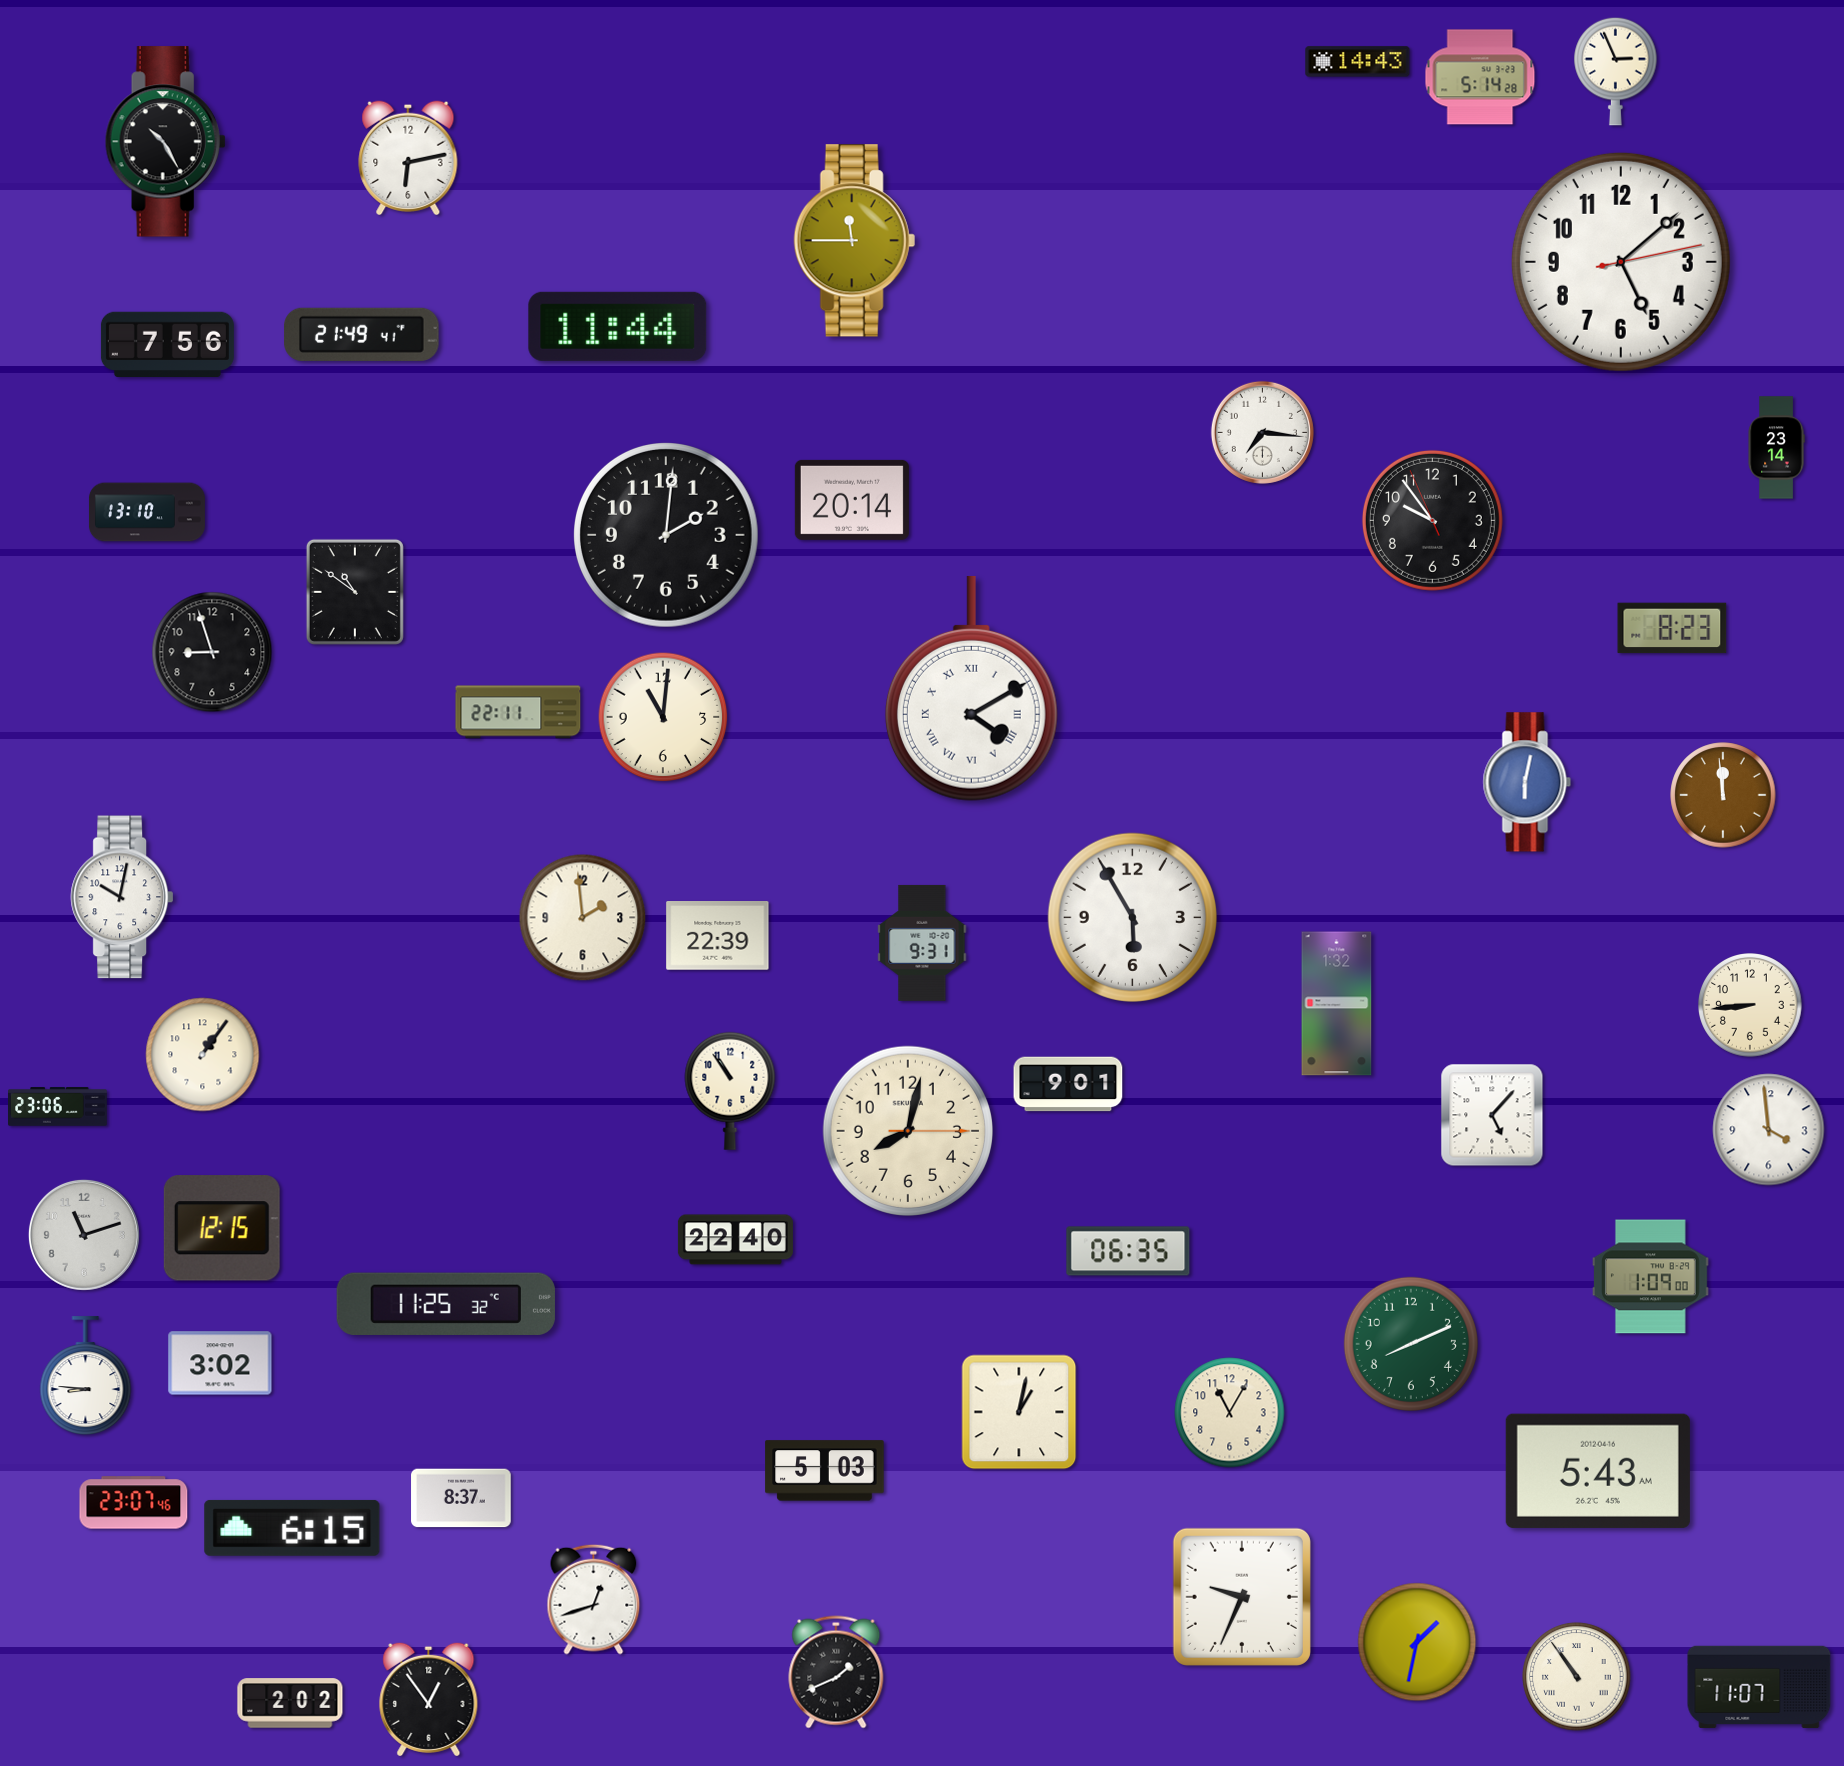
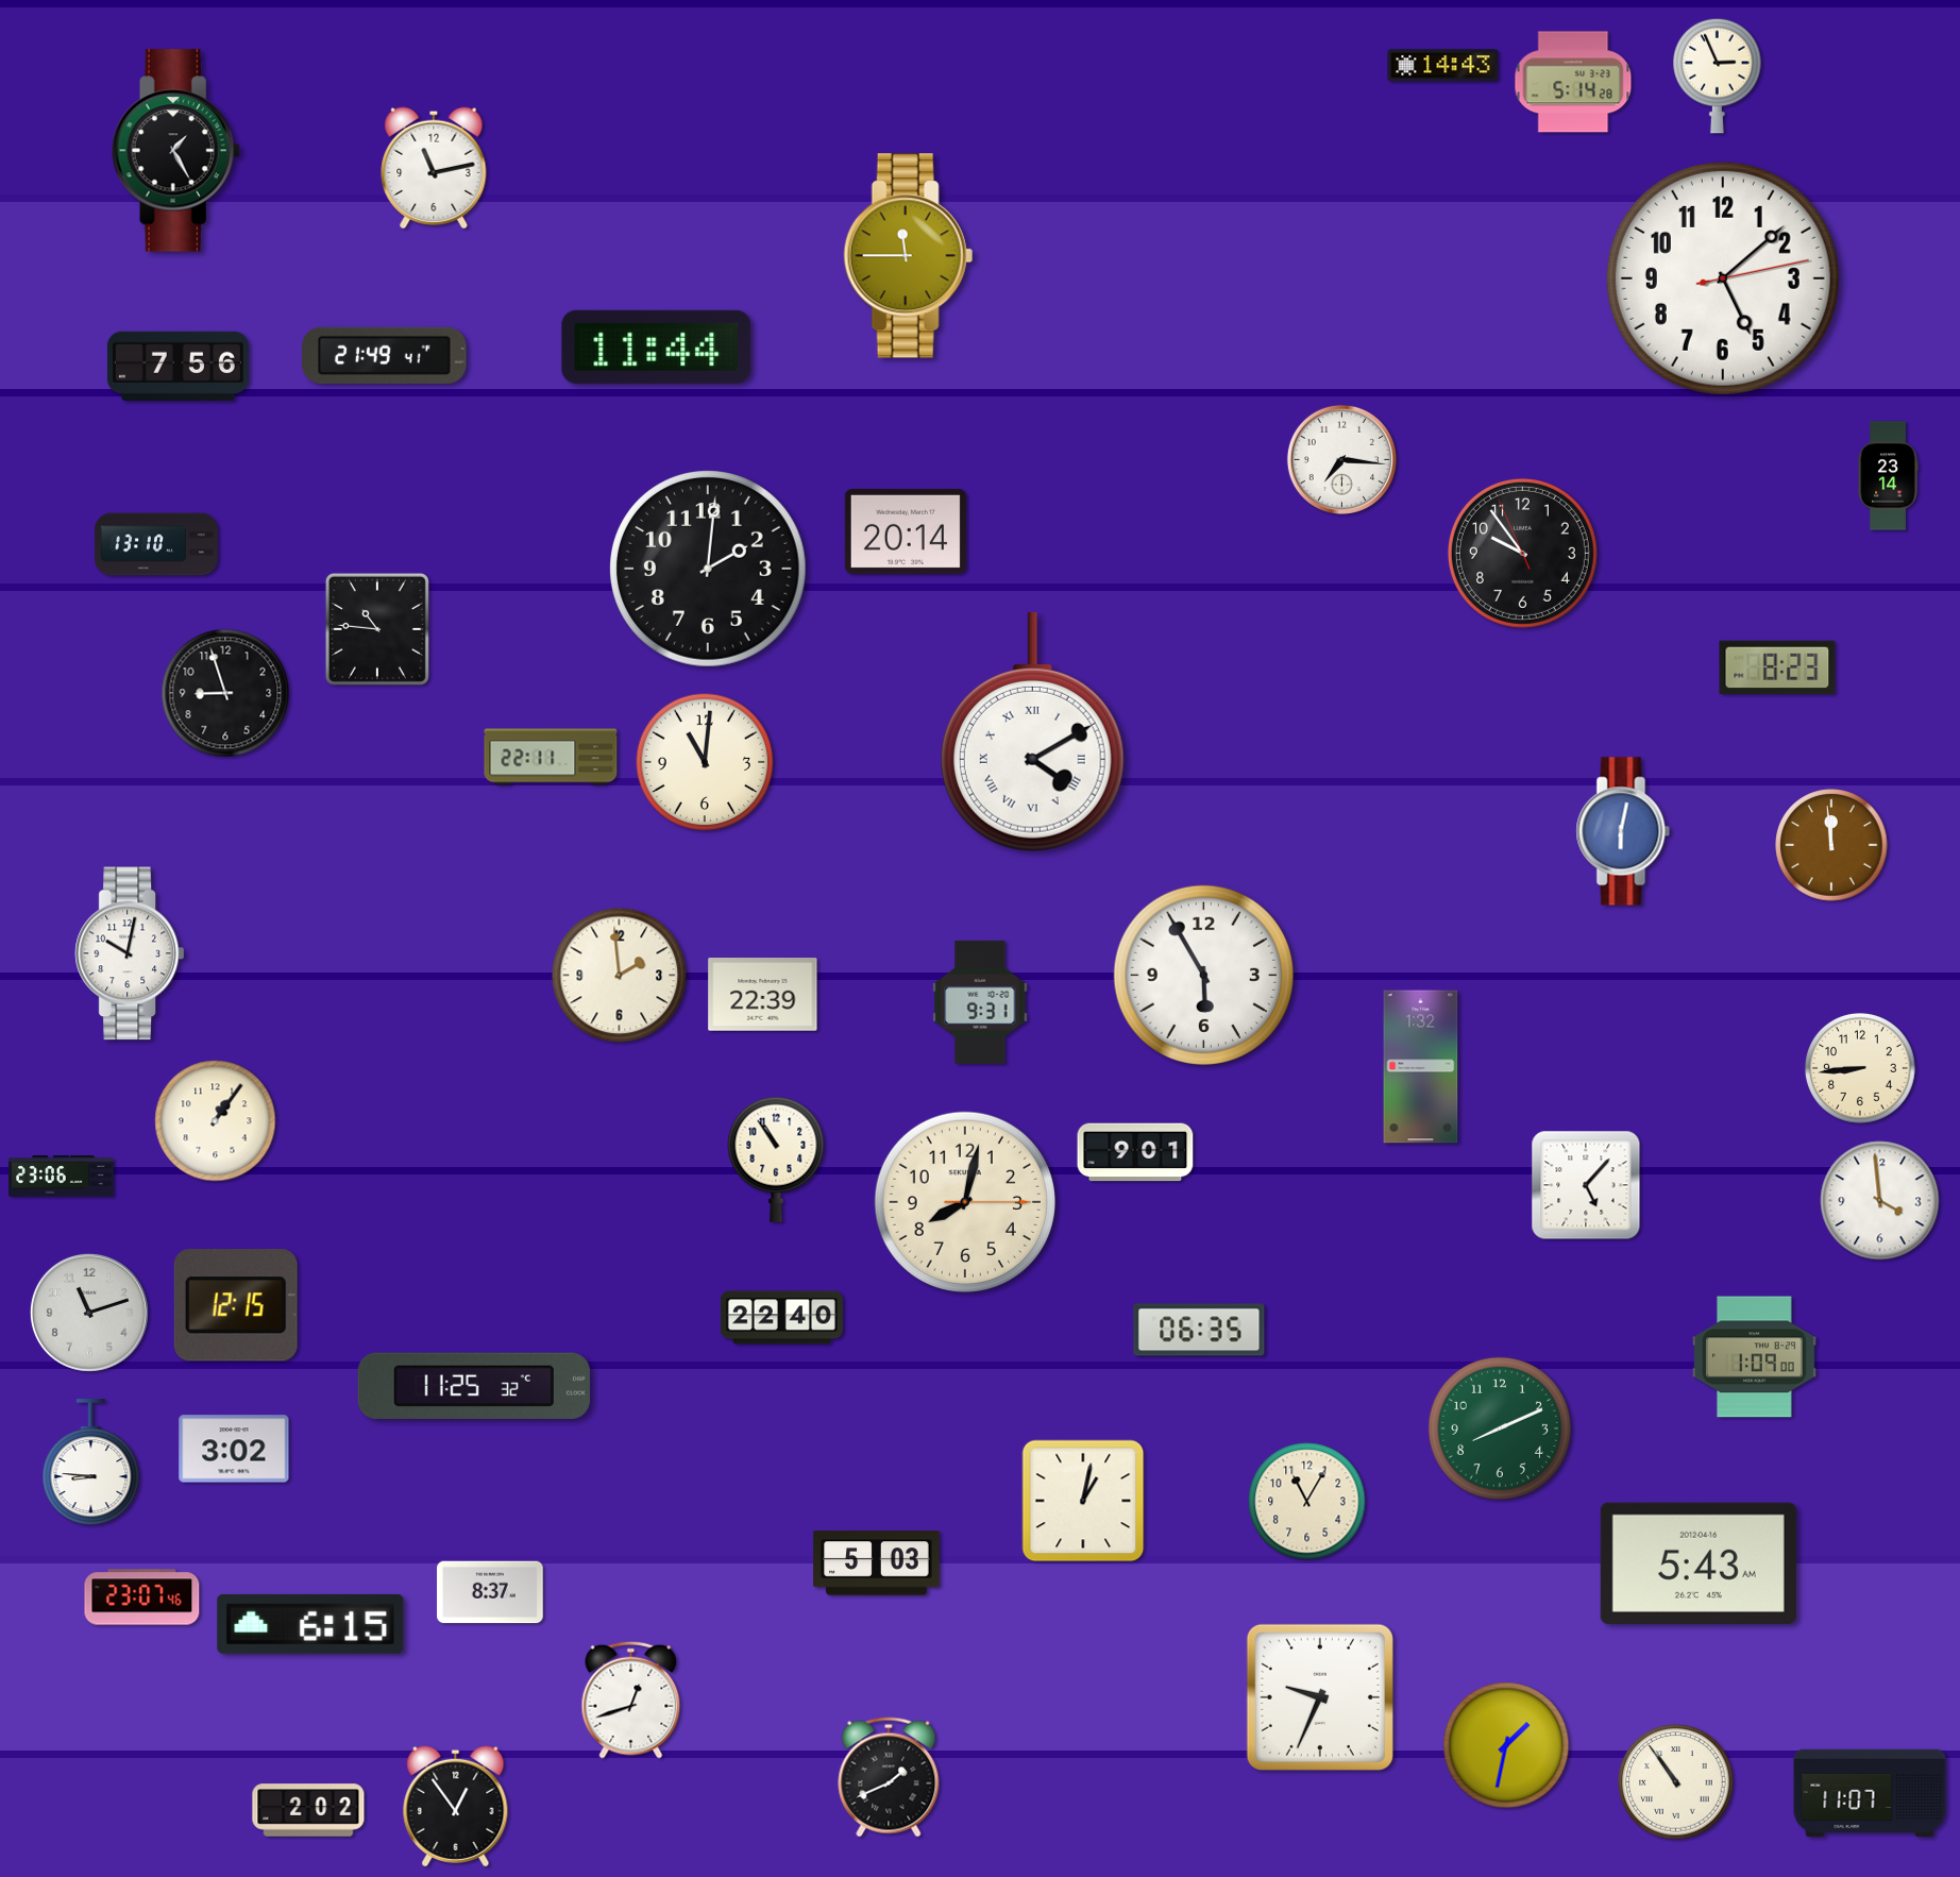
clock at (165, 142): 10:25 -> 1:25
clock at (408, 157): 6:13 -> 11:13
clock at (355, 592): 10:51 -> 10:46
